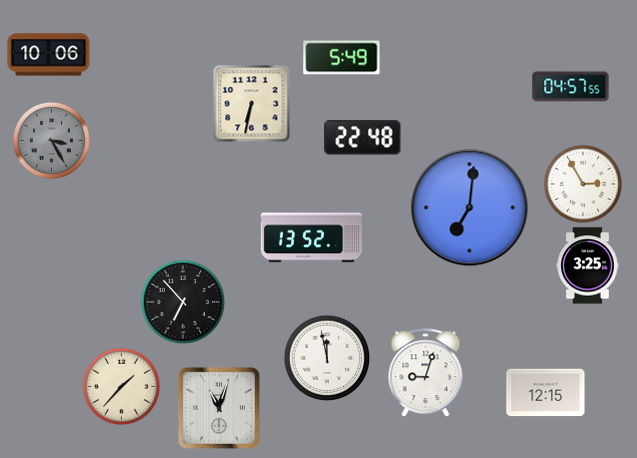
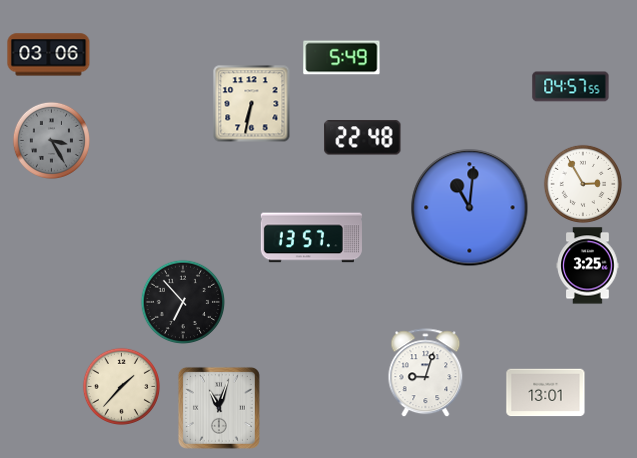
clock at (49, 55): 10:06 -> 03:06
clock at (470, 208): 7:01 -> 11:01
clock at (311, 238): 13:52 -> 13:57
clock at (327, 358): 11:58 -> none
clock at (546, 393): 12:15 -> 13:01
